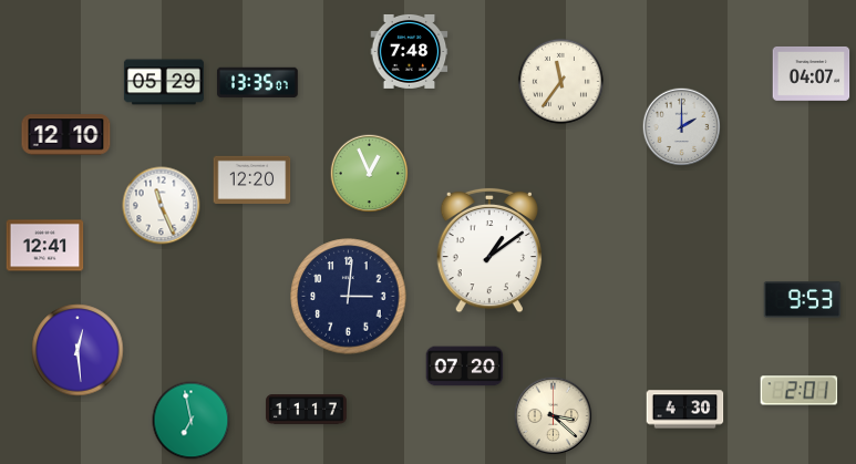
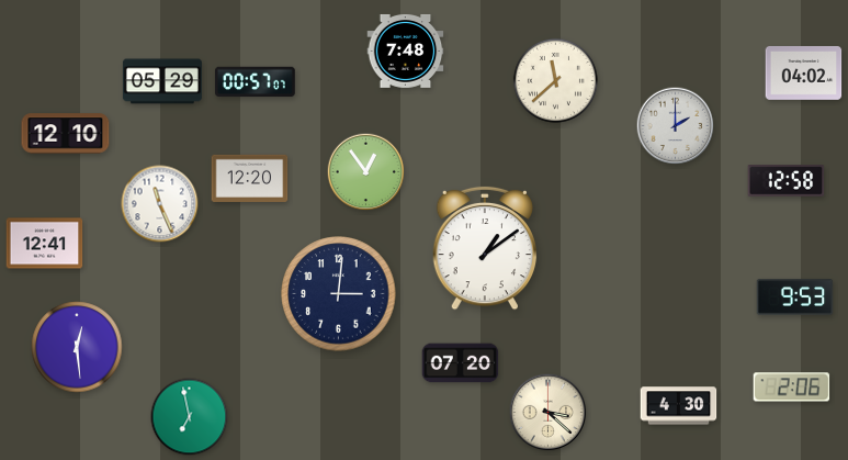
clock at (812, 73): 04:07 -> 04:02
clock at (560, 81): 11:36 -> 11:38
clock at (257, 83): 13:35 -> 00:57
clock at (370, 174): 12:56 -> 12:54
clock at (787, 181): none -> 12:58
clock at (349, 297) position: (349, 297) -> (339, 294)
clock at (800, 391): 2:01 -> 2:06
clock at (307, 410): 11:17 -> none
